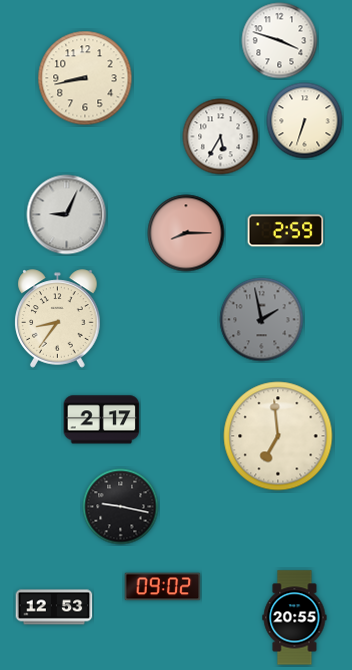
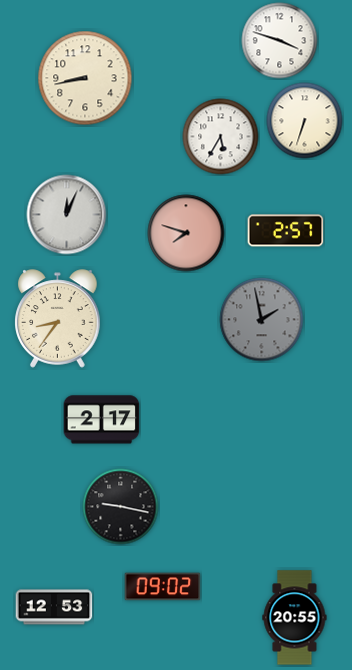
clock at (67, 215): 9:04 -> 12:04
clock at (286, 231): 2:59 -> 2:57
clock at (186, 233): 8:15 -> 7:48
clock at (278, 436): 6:59 -> none
